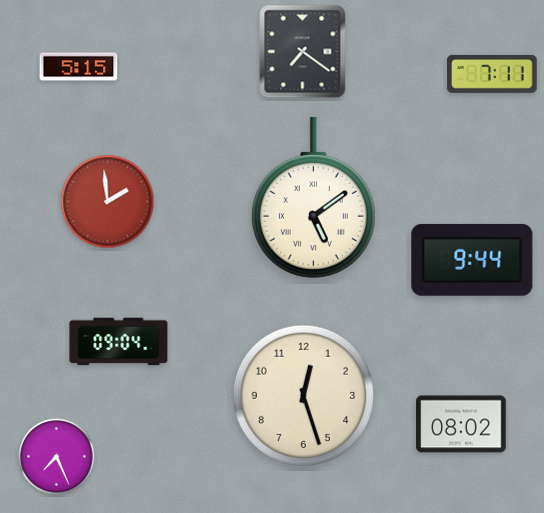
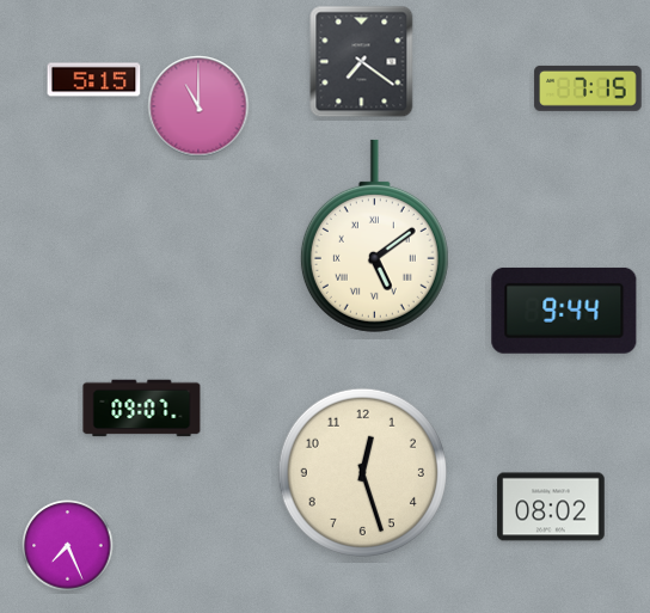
clock at (492, 74): 7:11 -> 7:15
clock at (198, 106): none -> 11:00
clock at (108, 202): 1:59 -> none
clock at (119, 342): 09:04 -> 09:07
